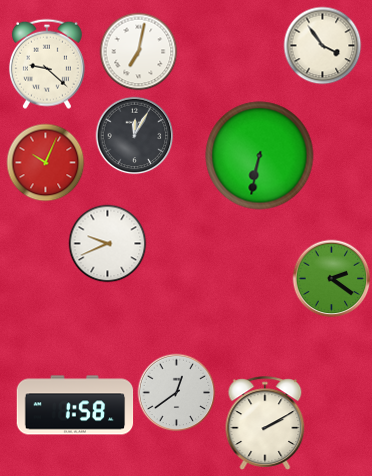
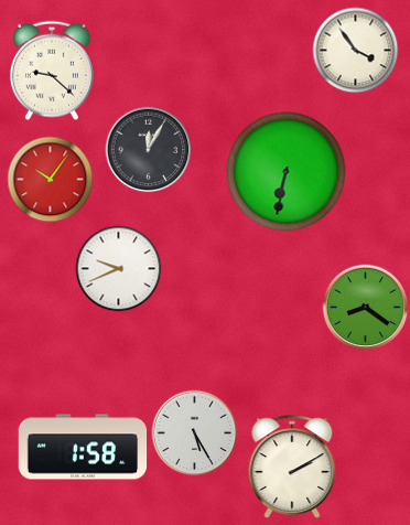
clock at (138, 51): 7:02 -> none
clock at (45, 162): 10:04 -> 10:06
clock at (331, 278): 2:21 -> 8:21
clock at (176, 392): 12:39 -> 5:25
